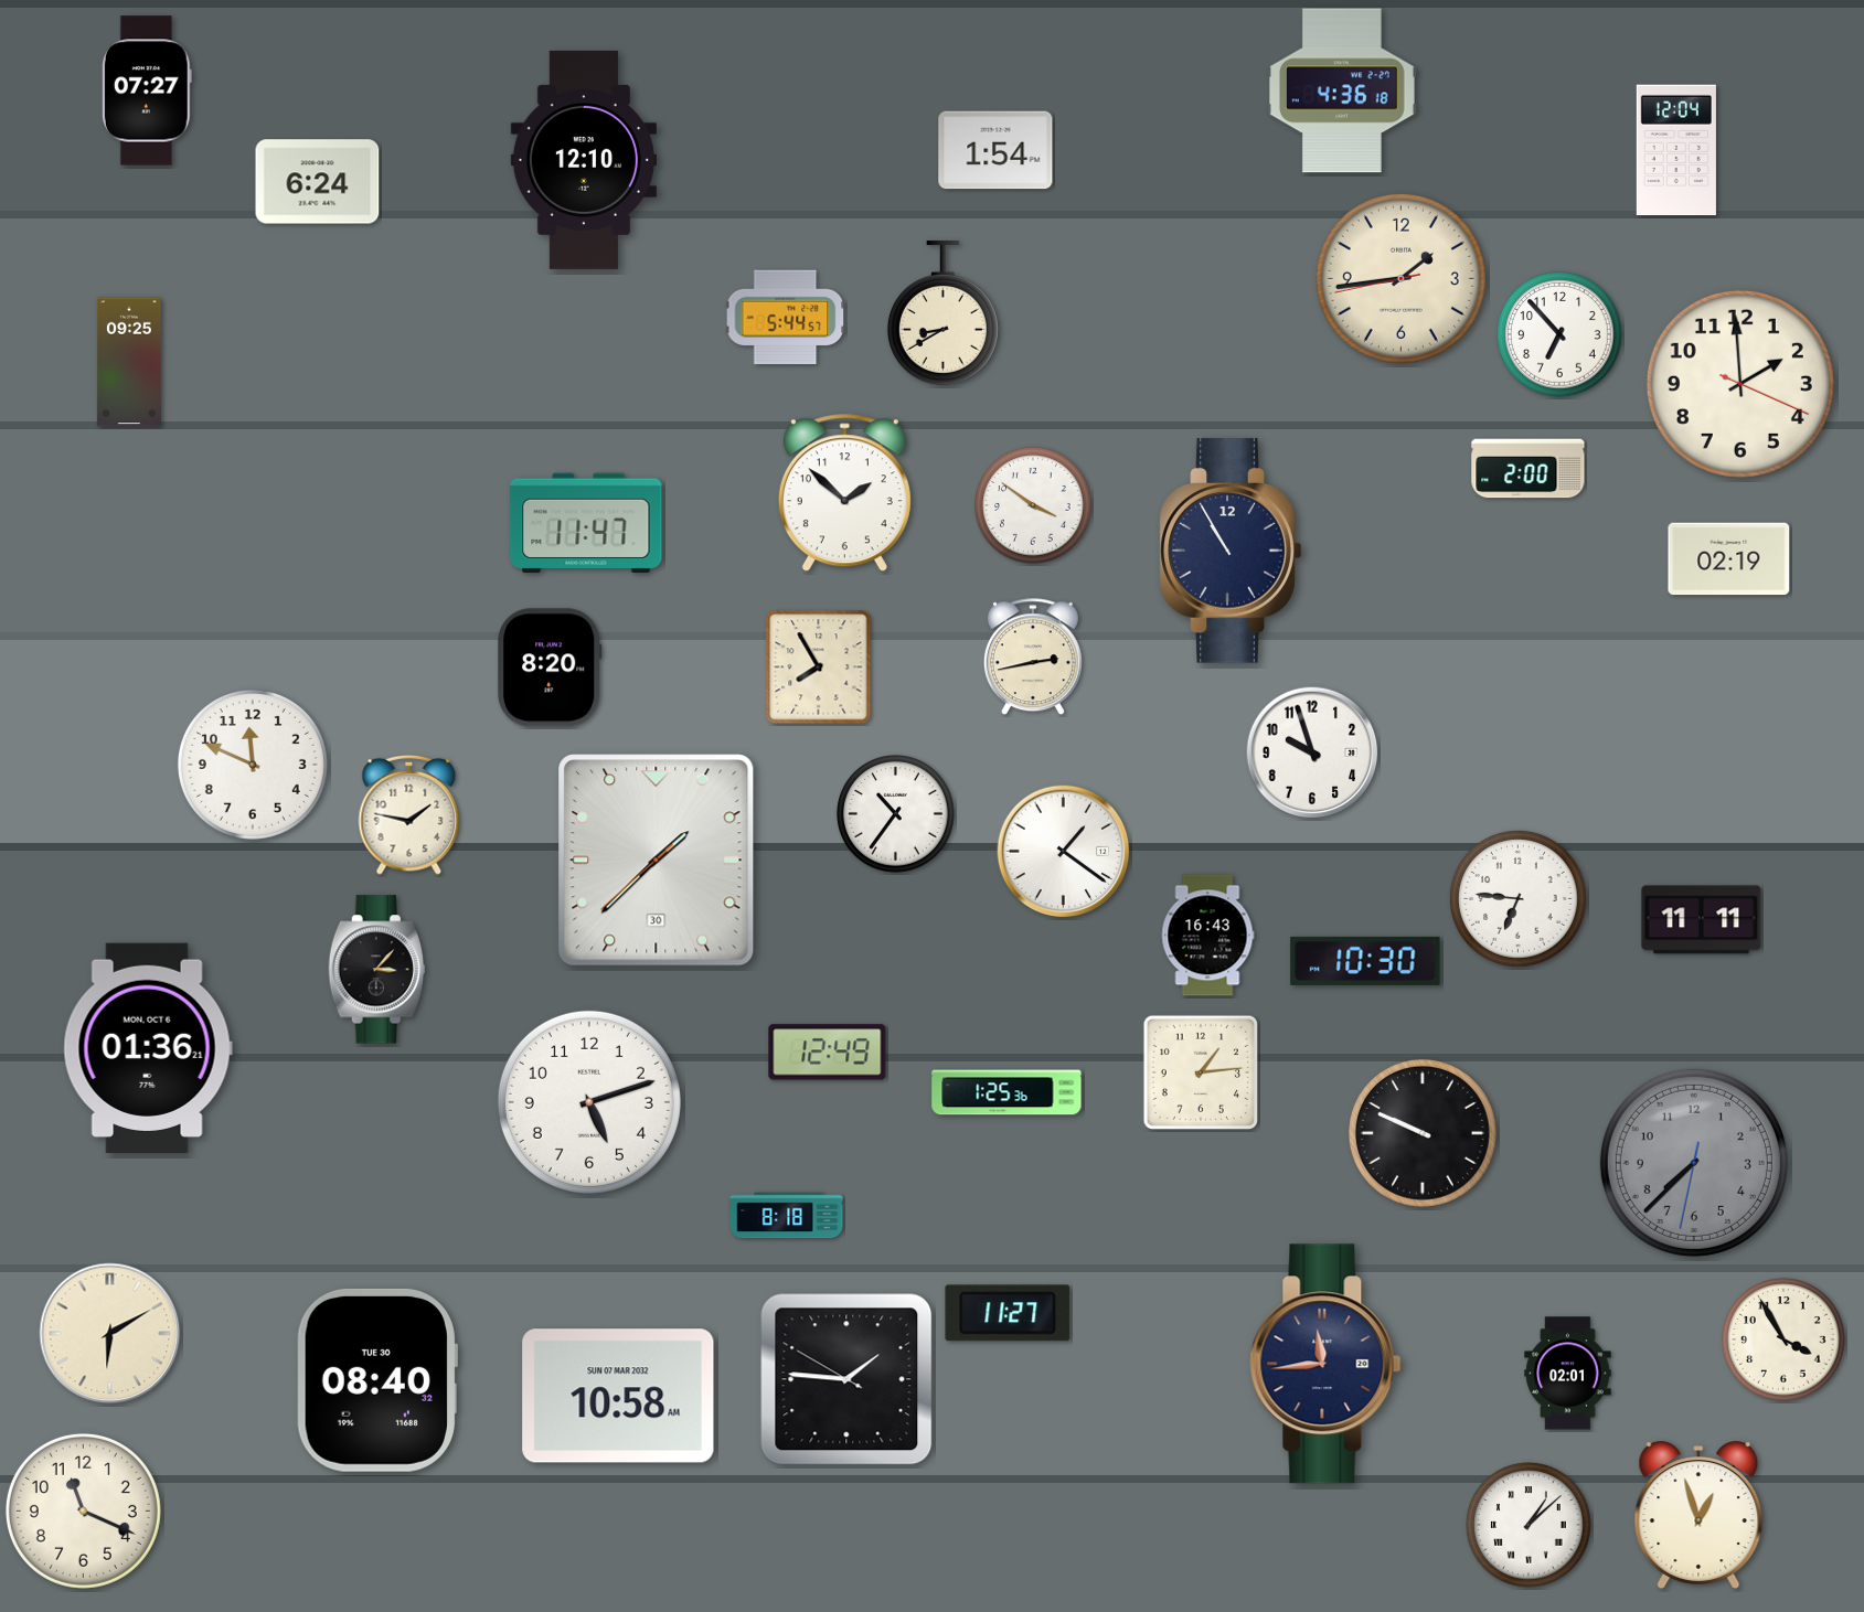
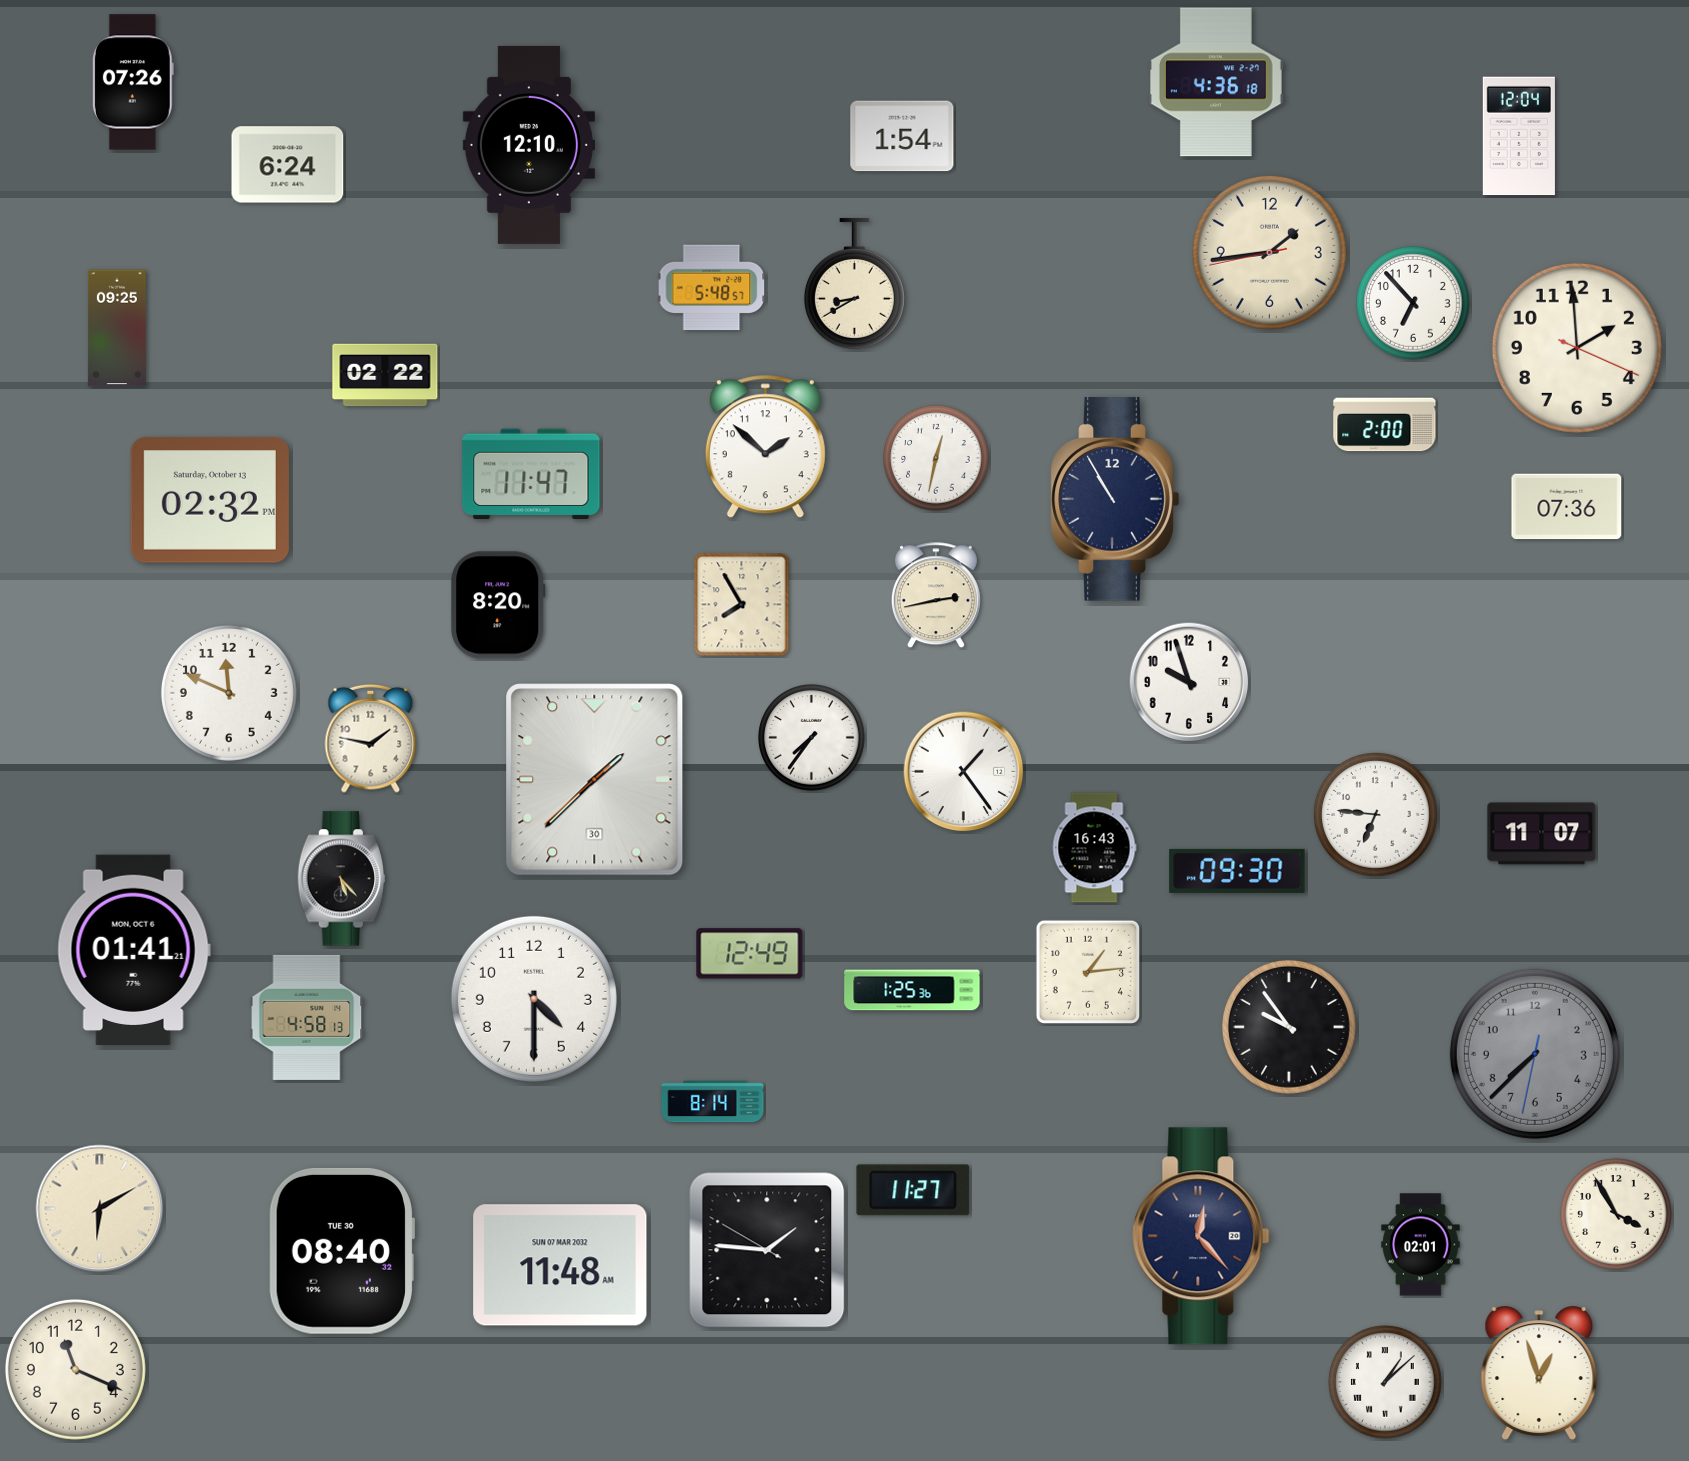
clock at (147, 90): 07:27 -> 07:26
clock at (786, 318): 5:44 -> 5:48
clock at (385, 375): none -> 02:22
clock at (1033, 505): 3:51 -> 12:32
clock at (210, 500): none -> 02:32
clock at (1729, 559): 02:19 -> 07:36
clock at (896, 814): 10:36 -> 7:36
clock at (1064, 852): 1:21 -> 1:24
clock at (1702, 920): 11:11 -> 11:07
clock at (1365, 961): 10:30 -> 09:30
clock at (376, 970): 3:07 -> 5:23
clock at (148, 1047): 01:36 -> 01:41
clock at (589, 1102): 5:12 -> 4:30
clock at (307, 1017): none -> 4:58
clock at (1423, 1133): 9:49 -> 9:54
clock at (787, 1216): 8:18 -> 8:14
clock at (1325, 1364): 11:44 -> 12:23
clock at (618, 1396): 10:58 -> 11:48
